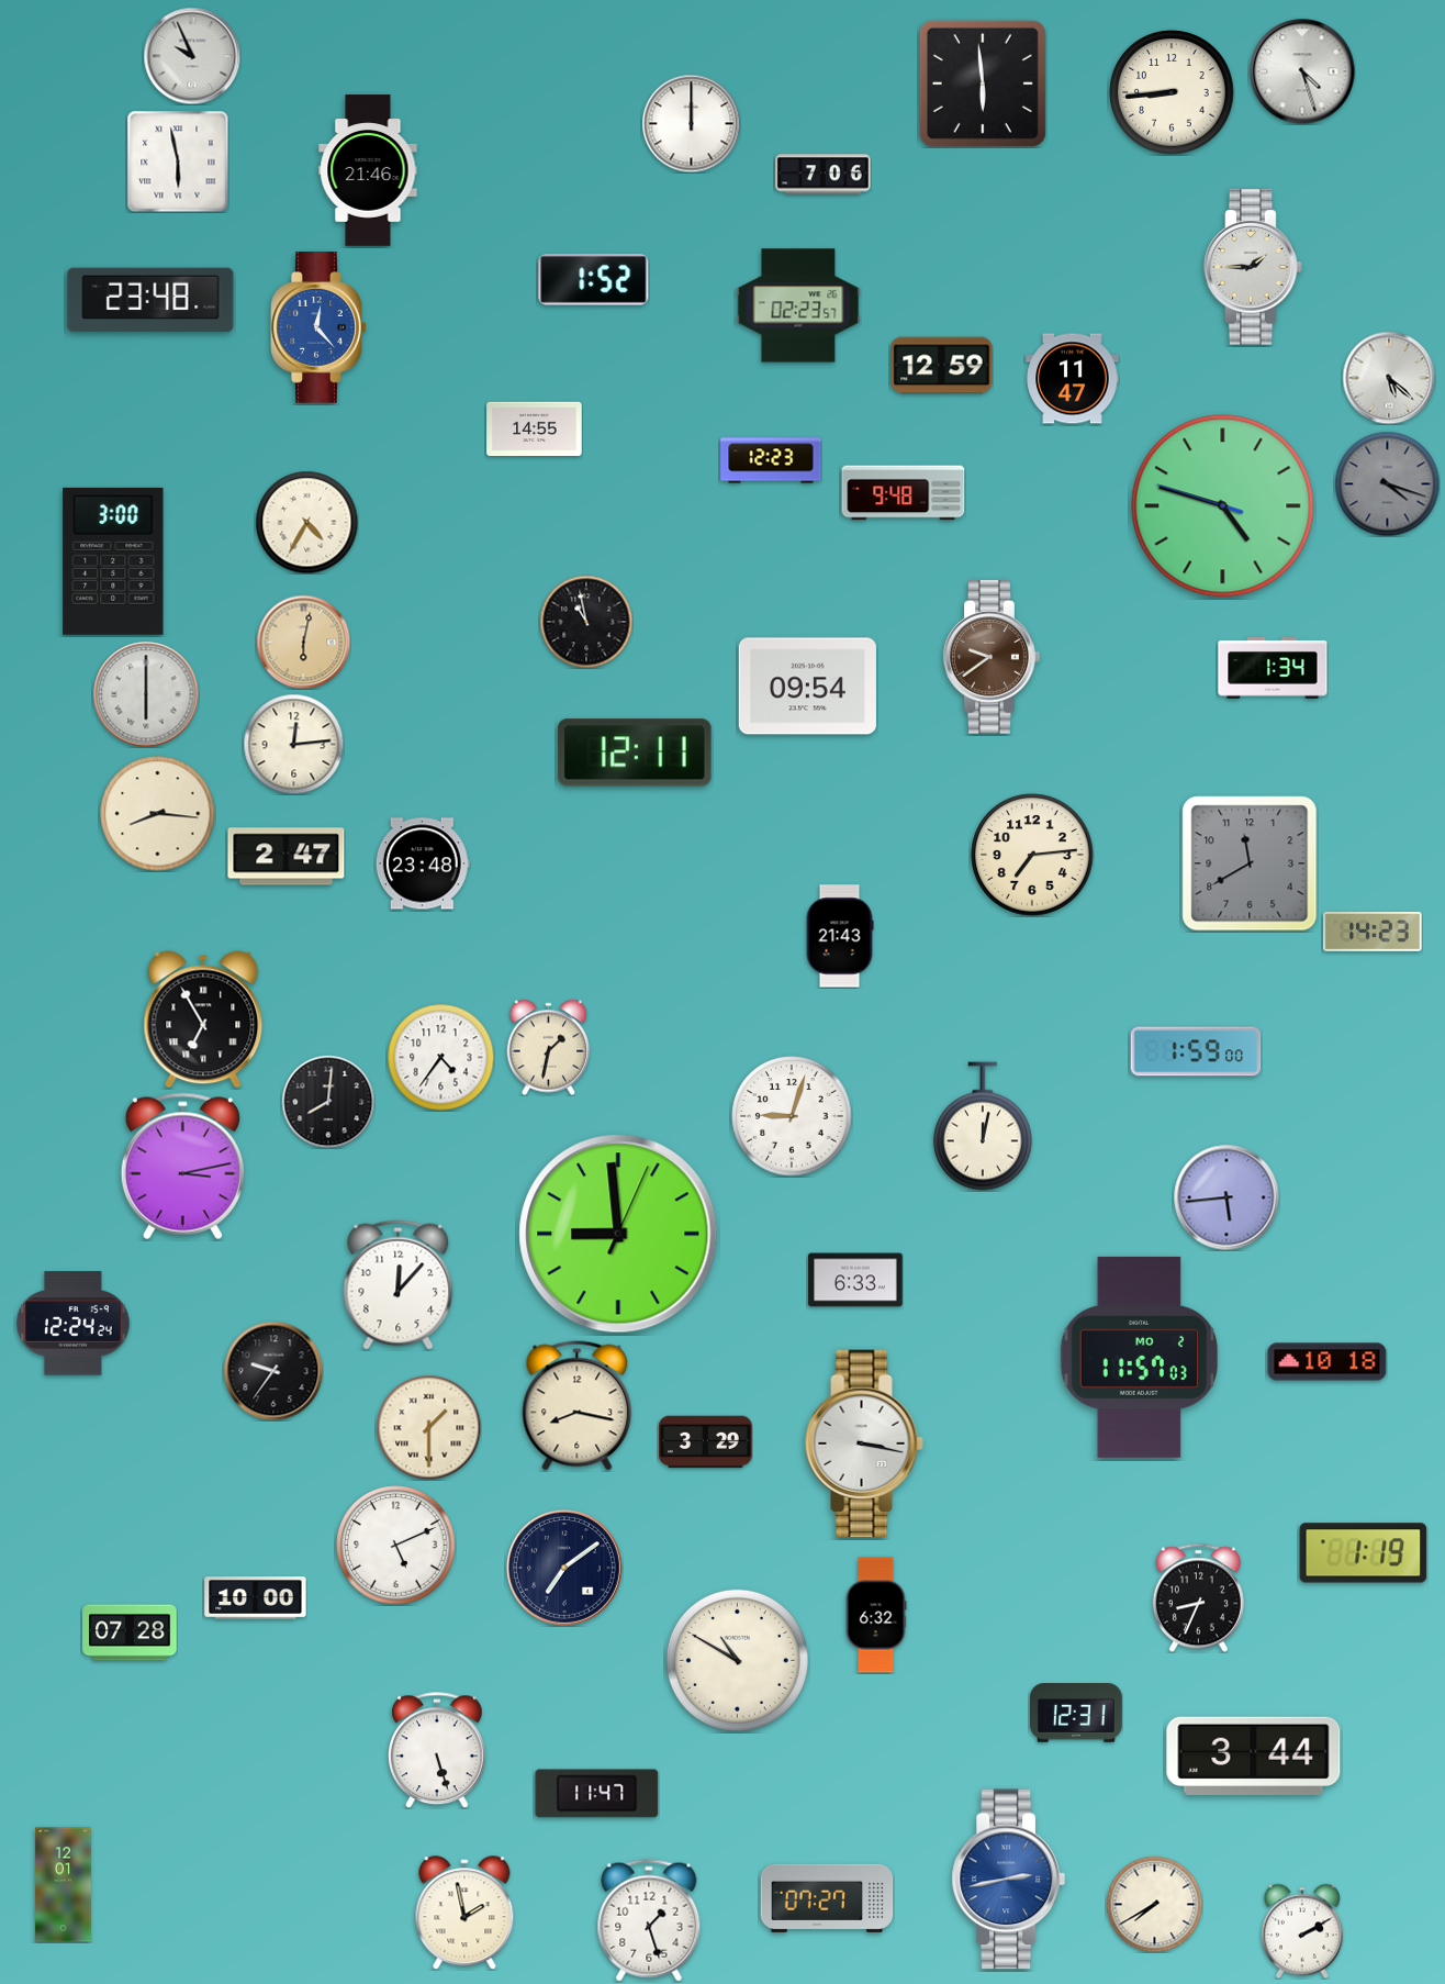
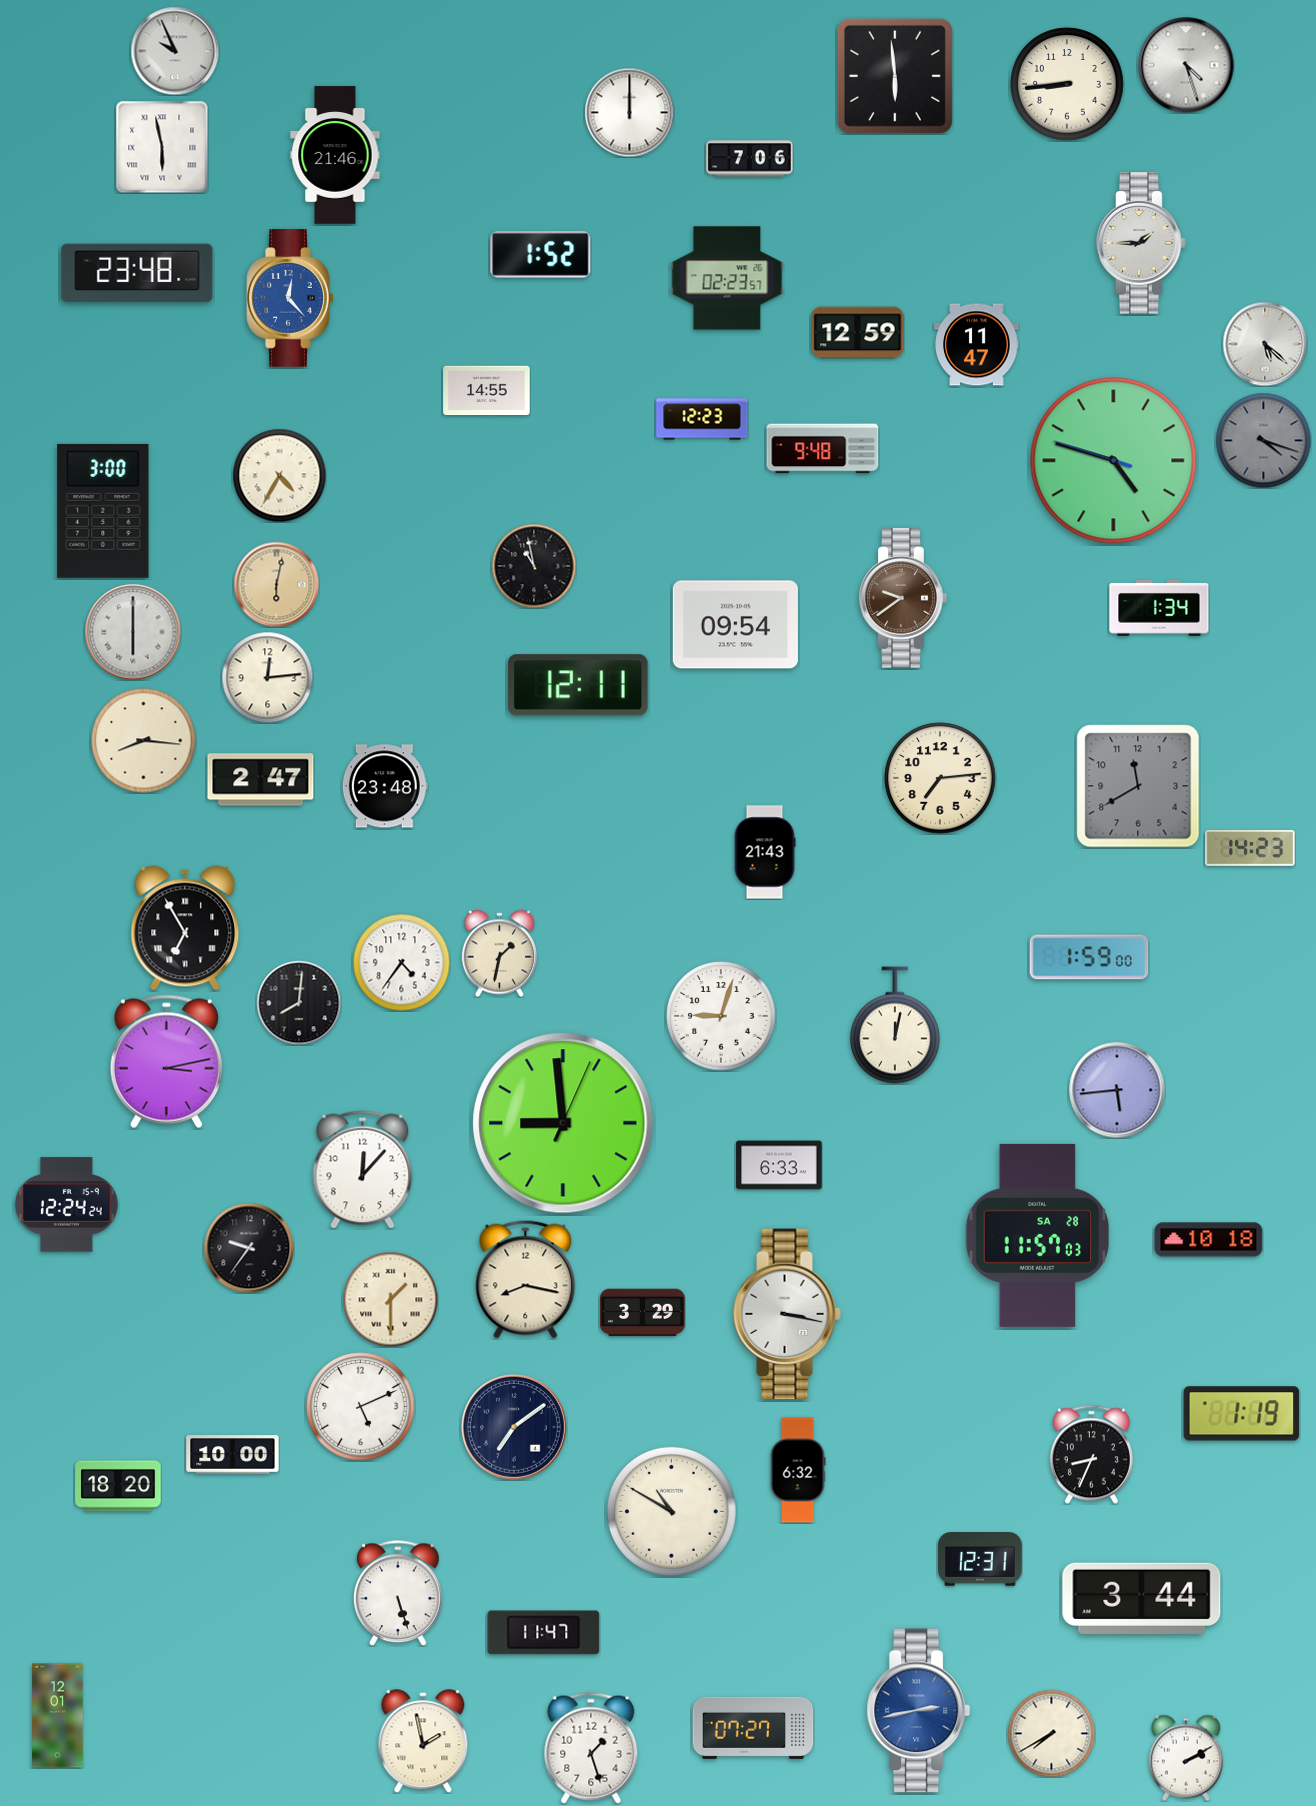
clock at (1140, 1357) date: MO 2 -> SA 28
clock at (130, 1632): 07:28 -> 18:20
